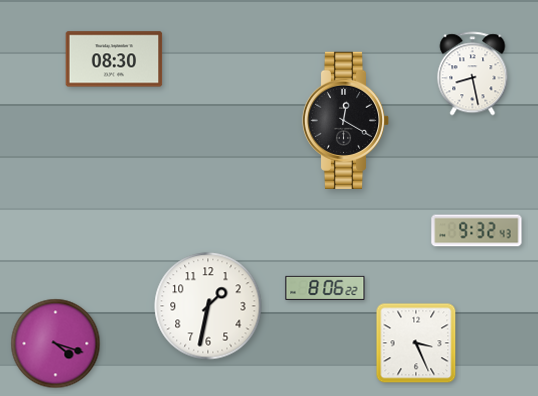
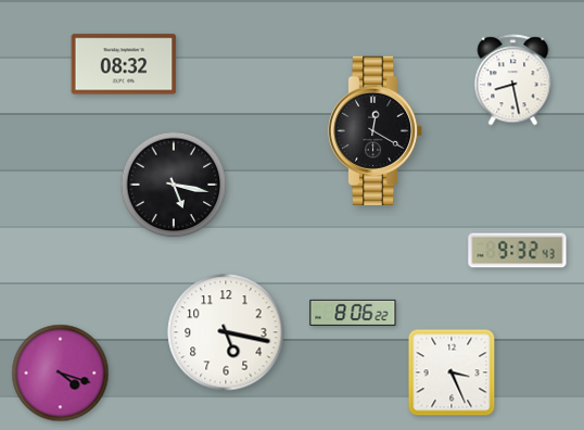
clock at (114, 59): 08:30 -> 08:32
clock at (174, 185): none -> 5:17
clock at (208, 306): 1:32 -> 5:17
